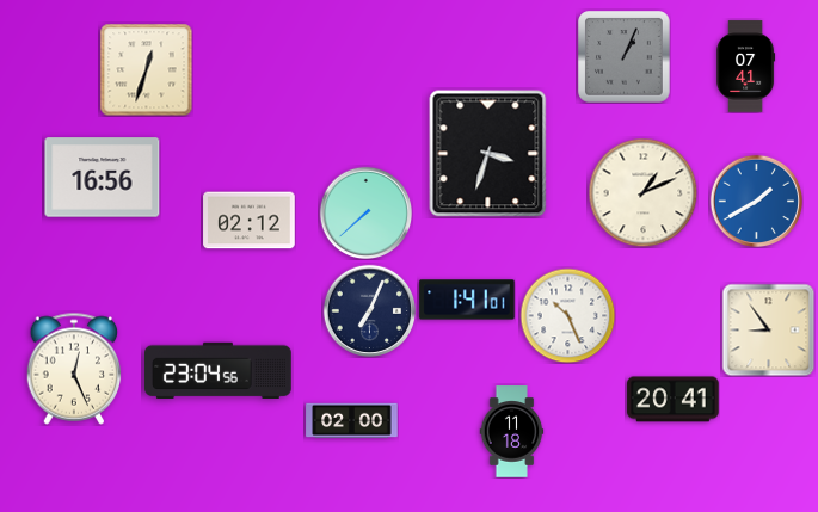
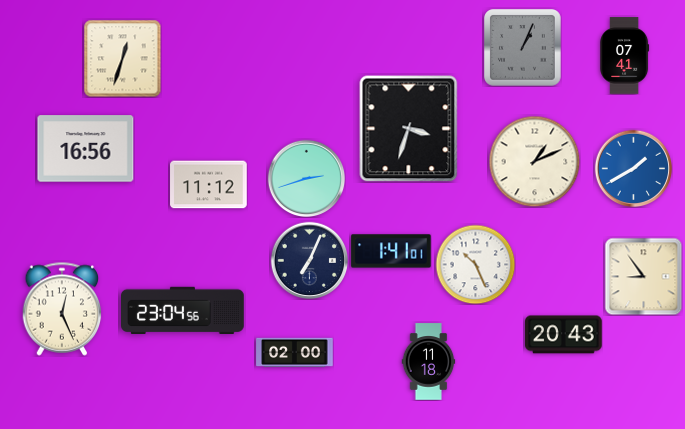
clock at (642, 192) position: (642, 192) -> (534, 161)
clock at (365, 212): 7:38 -> 2:42
clock at (250, 221): 02:12 -> 11:12
clock at (674, 400): 20:41 -> 20:43
